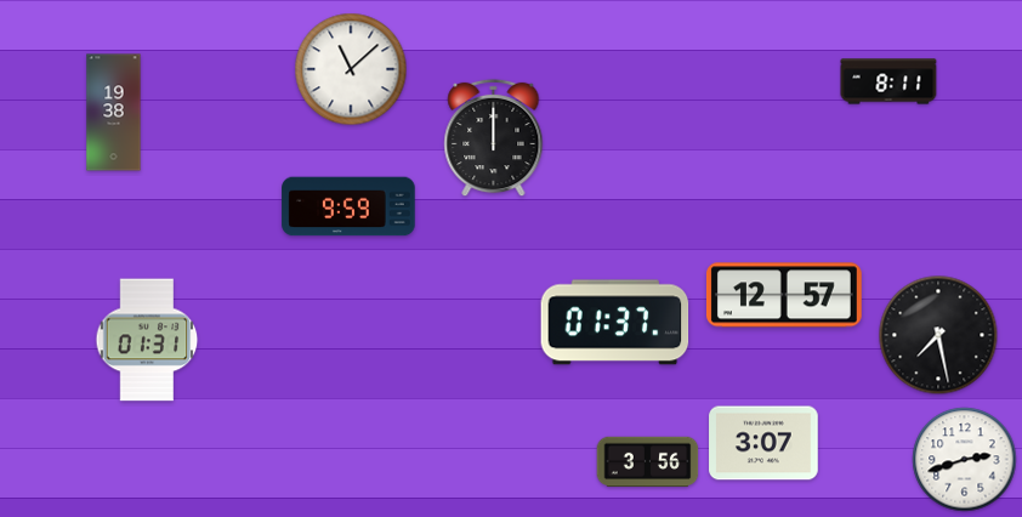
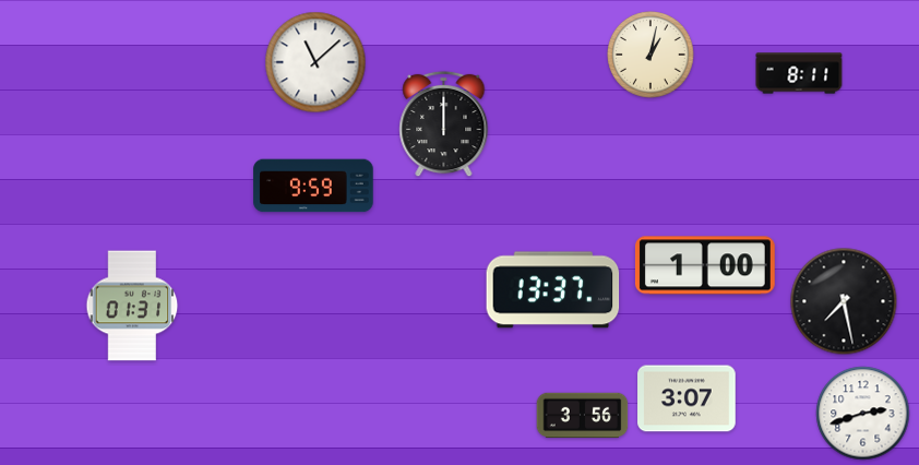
clock at (651, 55): none -> 1:02
clock at (114, 113): 19:38 -> none
clock at (784, 295): 12:57 -> 1:00
clock at (615, 323): 01:37 -> 13:37
clock at (965, 460) position: (965, 460) -> (863, 414)
